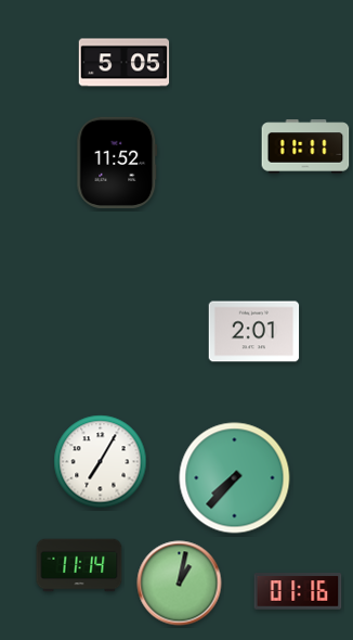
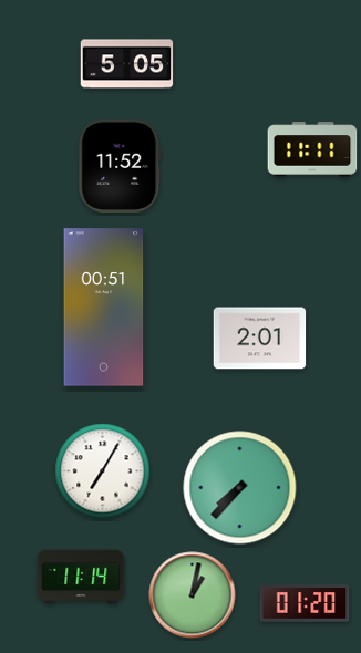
clock at (104, 308): none -> 00:51
clock at (180, 584) position: (180, 584) -> (193, 595)
clock at (298, 591): 01:16 -> 01:20
